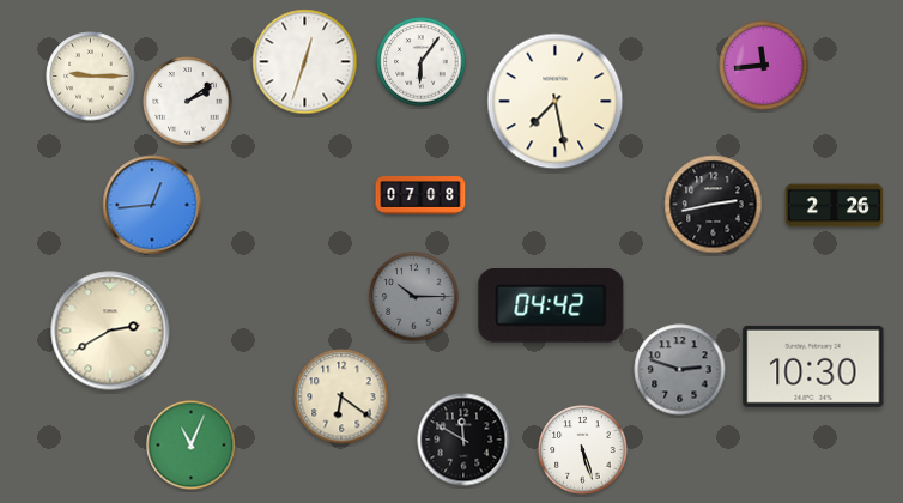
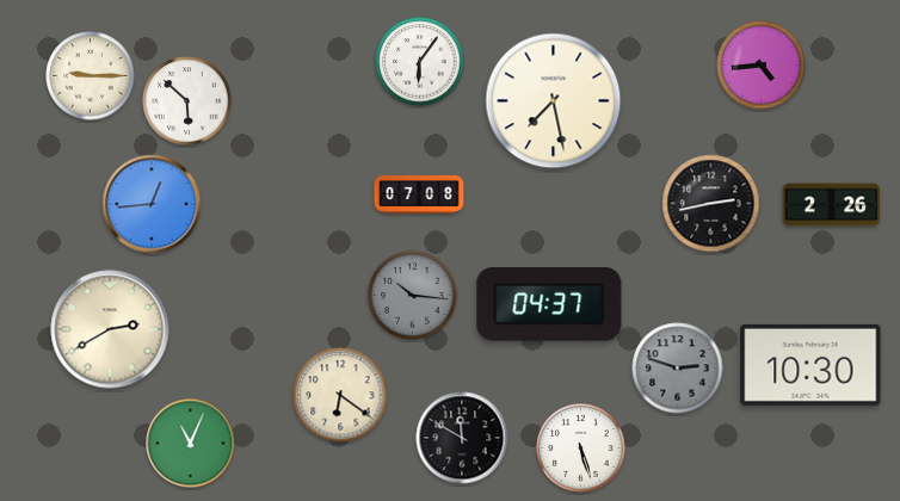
clock at (305, 62): 12:33 -> none
clock at (764, 66): 11:44 -> 4:44
clock at (188, 102): 2:09 -> 5:52
clock at (414, 297): 10:15 -> 10:16
clock at (551, 307): 04:42 -> 04:37
